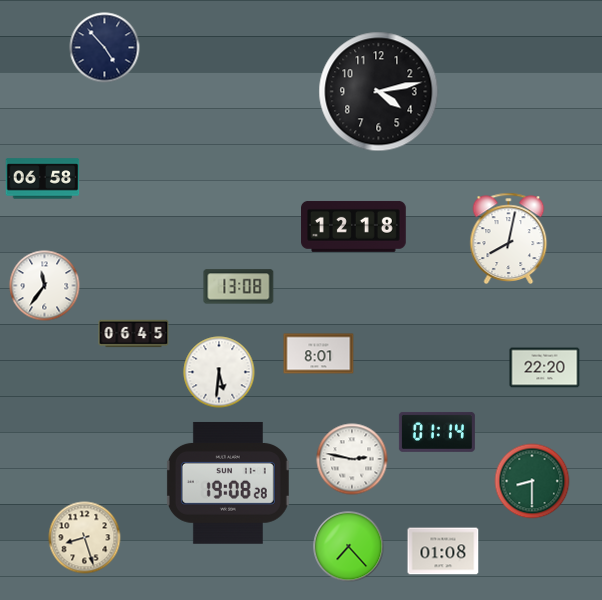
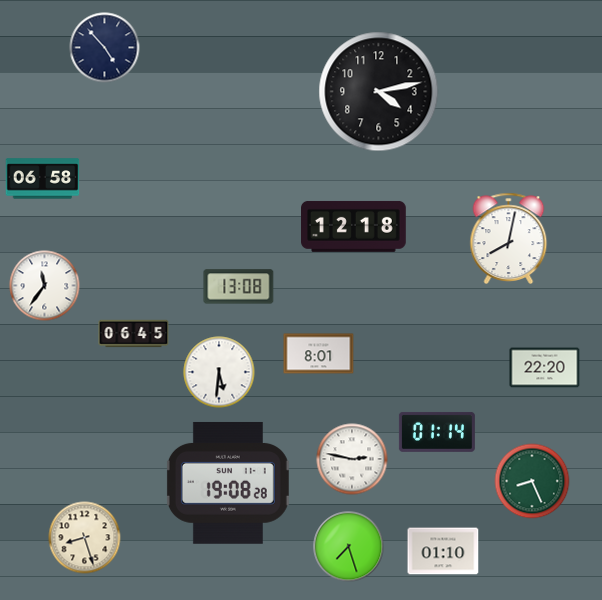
clock at (532, 481): 8:30 -> 8:26
clock at (349, 547): 7:23 -> 7:27
clock at (443, 551): 01:08 -> 01:10
